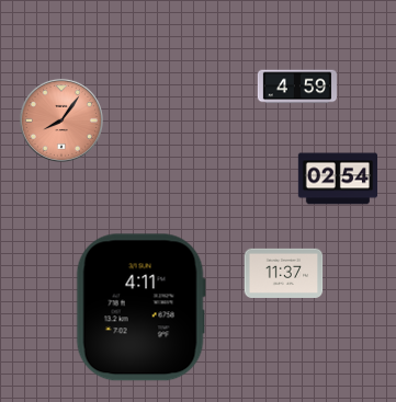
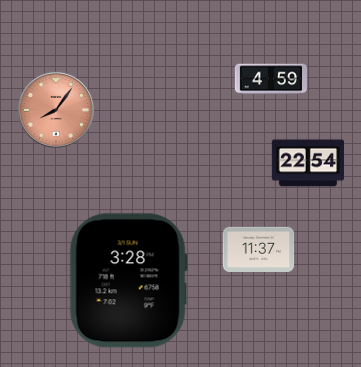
clock at (337, 179): 02:54 -> 22:54
clock at (140, 308): 4:11 -> 3:28
